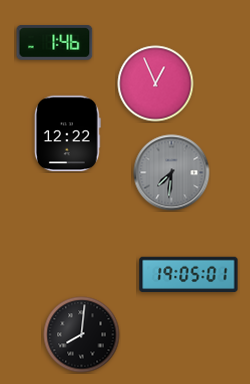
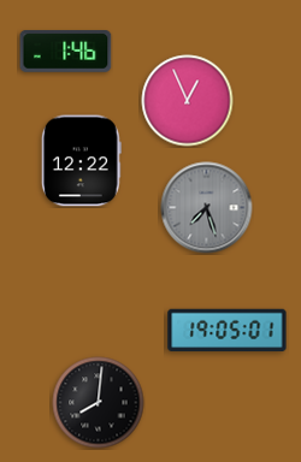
clock at (172, 173): 7:31 -> 7:27
